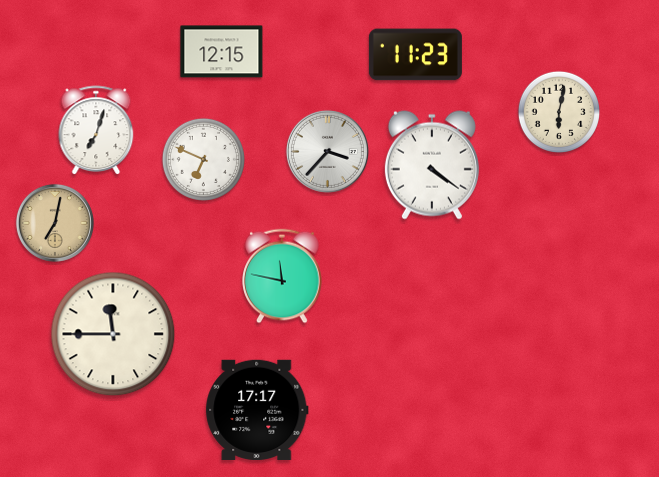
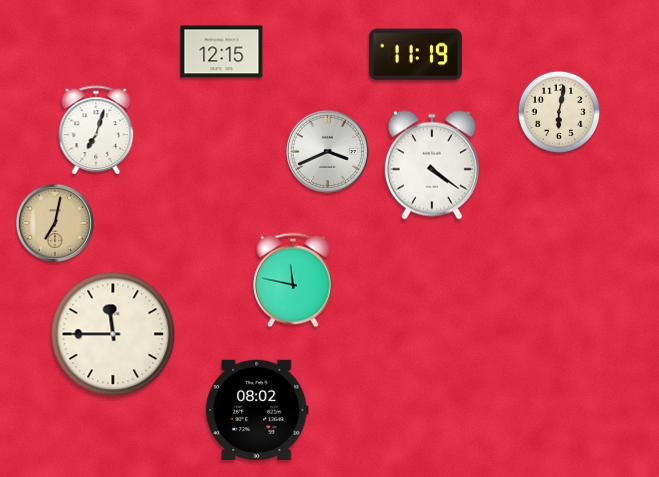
clock at (415, 55): 11:23 -> 11:19
clock at (327, 151): 3:37 -> 3:41
clock at (203, 159): 6:49 -> none
clock at (282, 276) position: (282, 276) -> (293, 280)
clock at (257, 410): 17:17 -> 08:02
